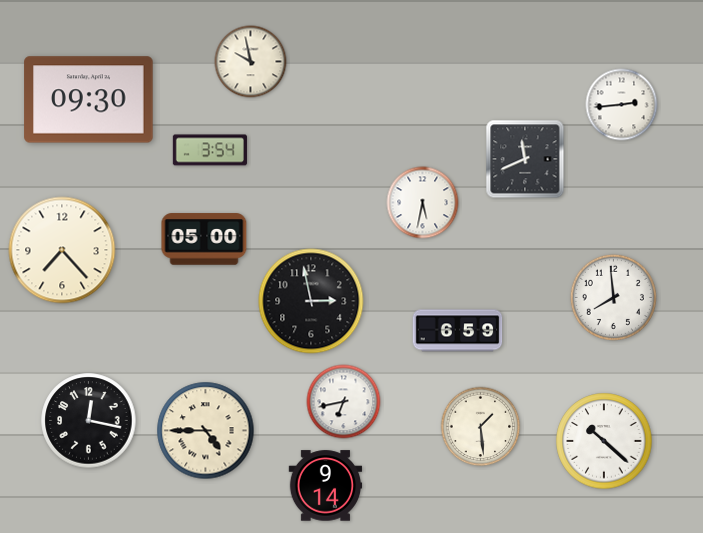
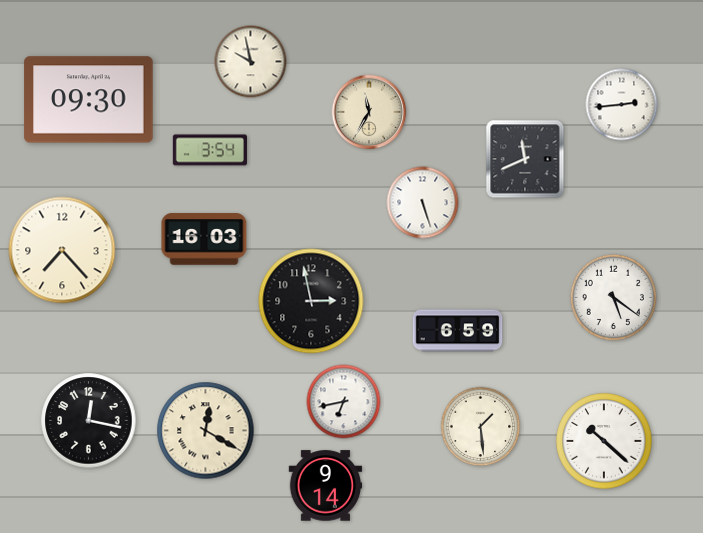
clock at (369, 112): none -> 11:35
clock at (423, 203): 5:32 -> 5:27
clock at (204, 239): 05:00 -> 16:03
clock at (613, 297): 7:59 -> 5:21
clock at (206, 431): 4:45 -> 12:20
